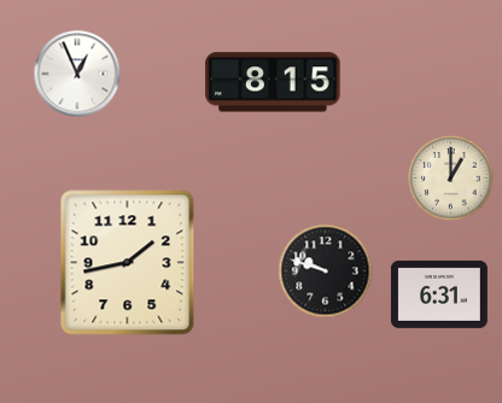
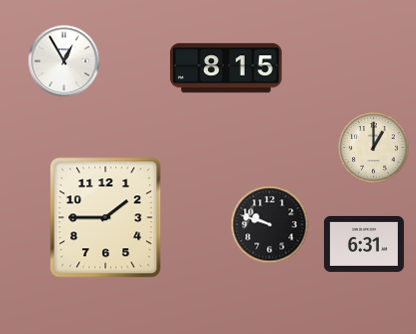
clock at (77, 74): 12:56 -> 12:55
clock at (128, 263): 1:43 -> 1:45
